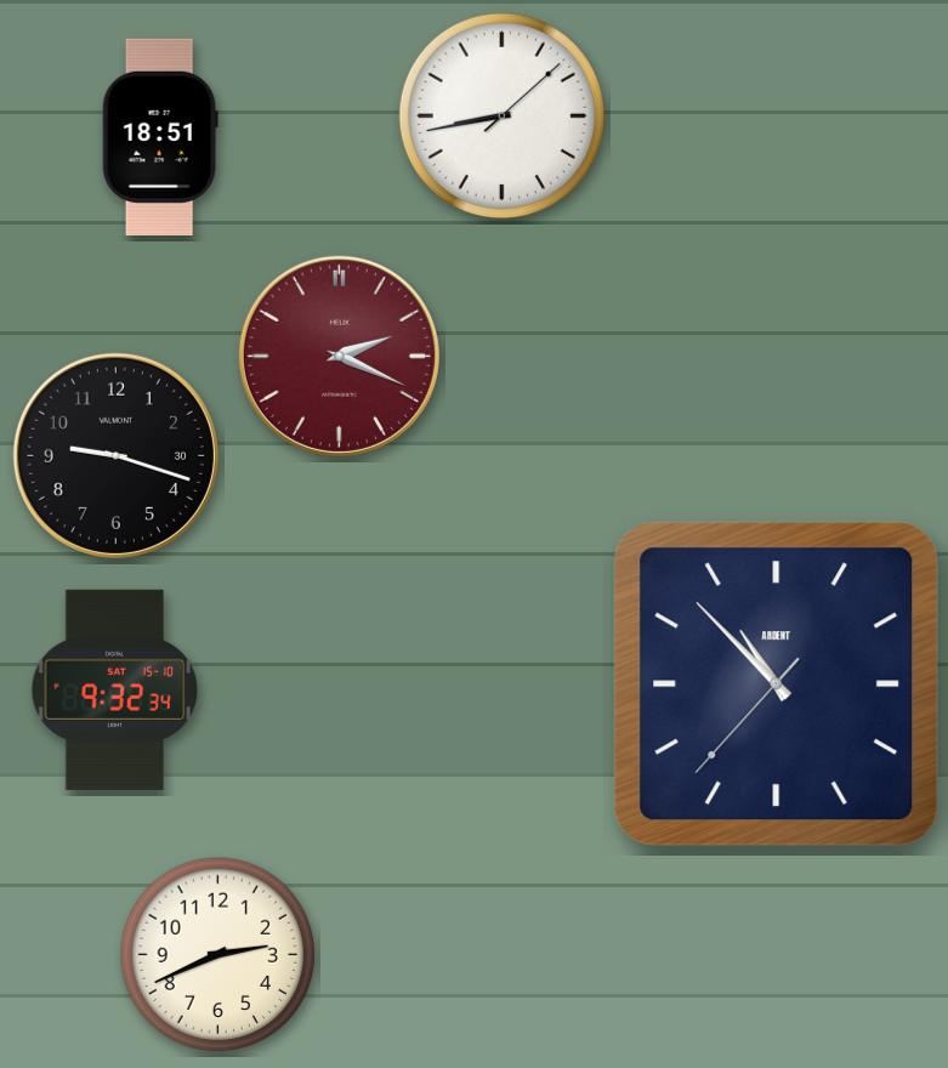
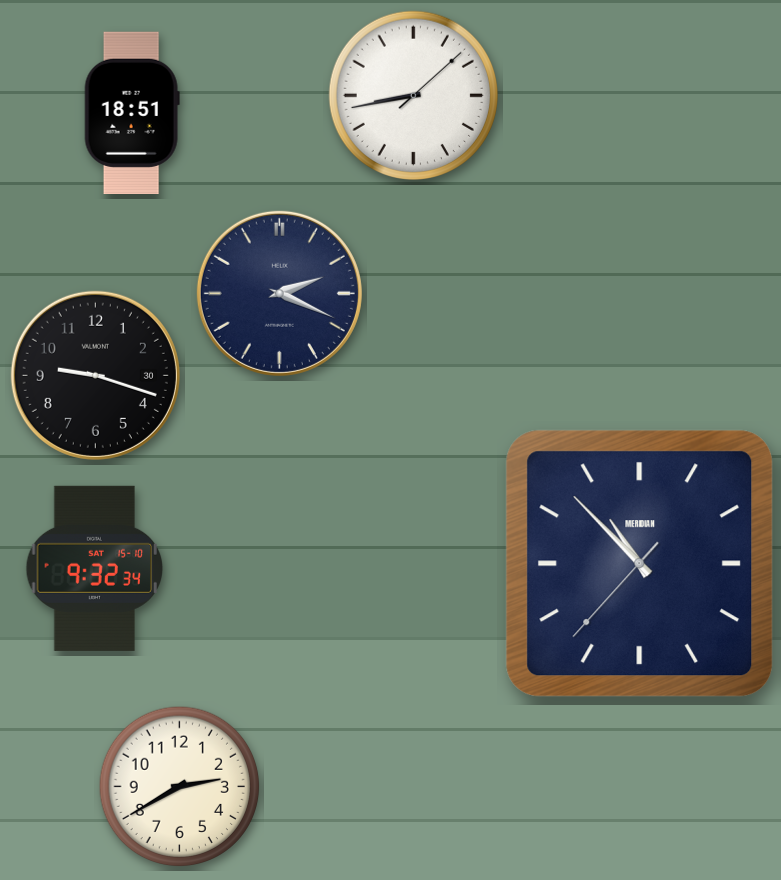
clock at (339, 356) dial: burgundy -> navy
clock at (777, 684) brand: ARDENT -> MERIDIAN
clock at (218, 955): 2:41 -> 2:40
